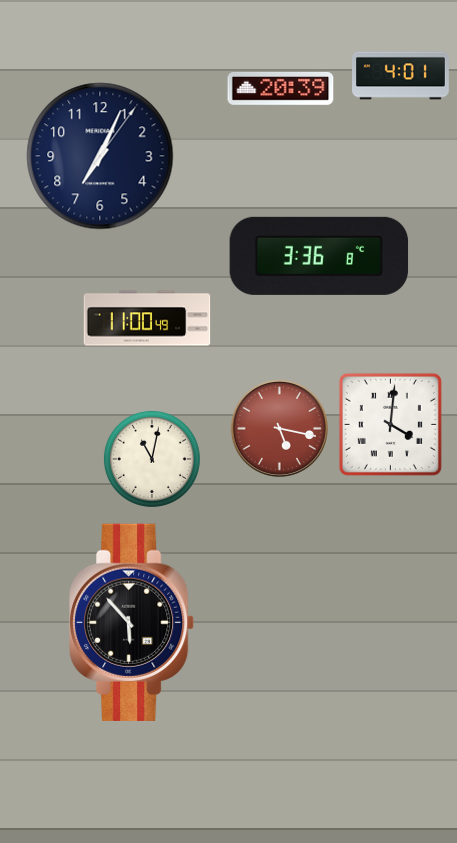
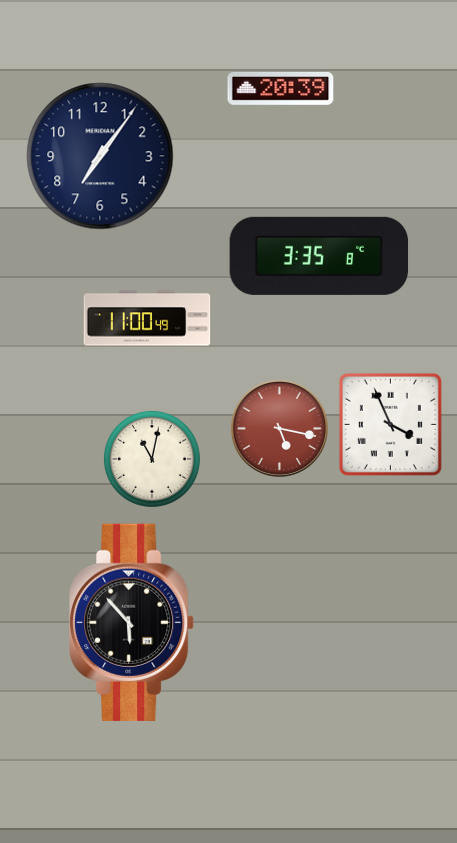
clock at (401, 76): 4:01 -> none
clock at (100, 156): 7:04 -> 7:06
clock at (319, 256): 3:36 -> 3:35
clock at (390, 424): 4:01 -> 3:56
